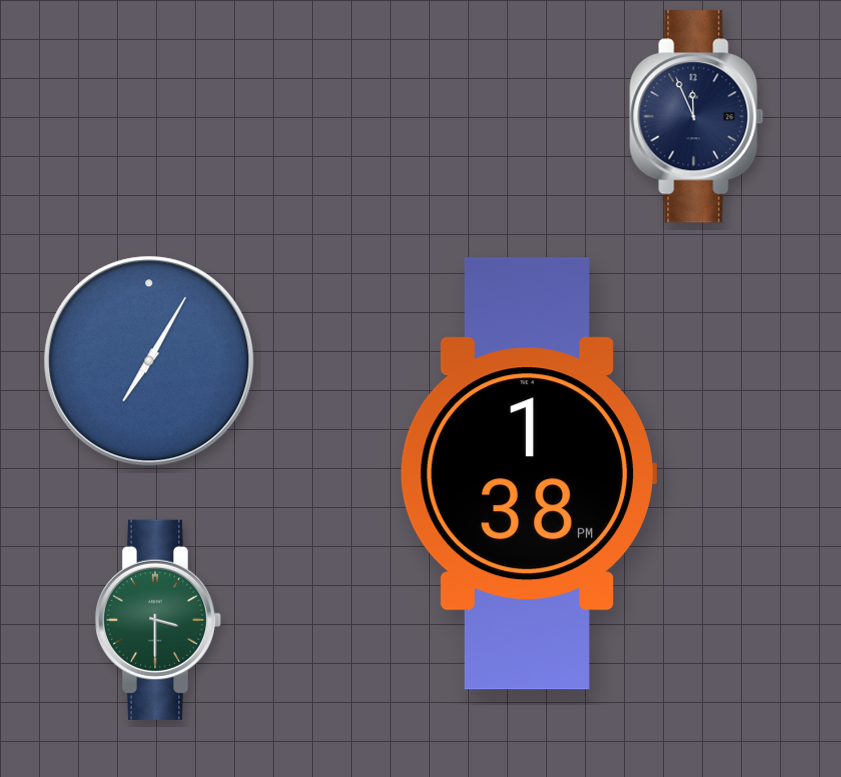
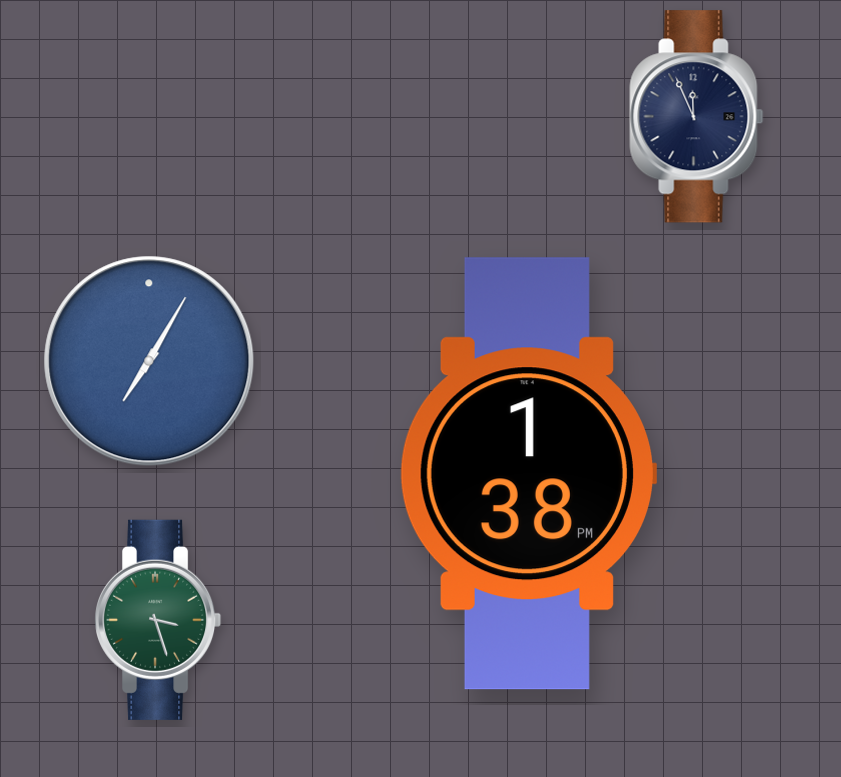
clock at (158, 620): 3:30 -> 3:27
